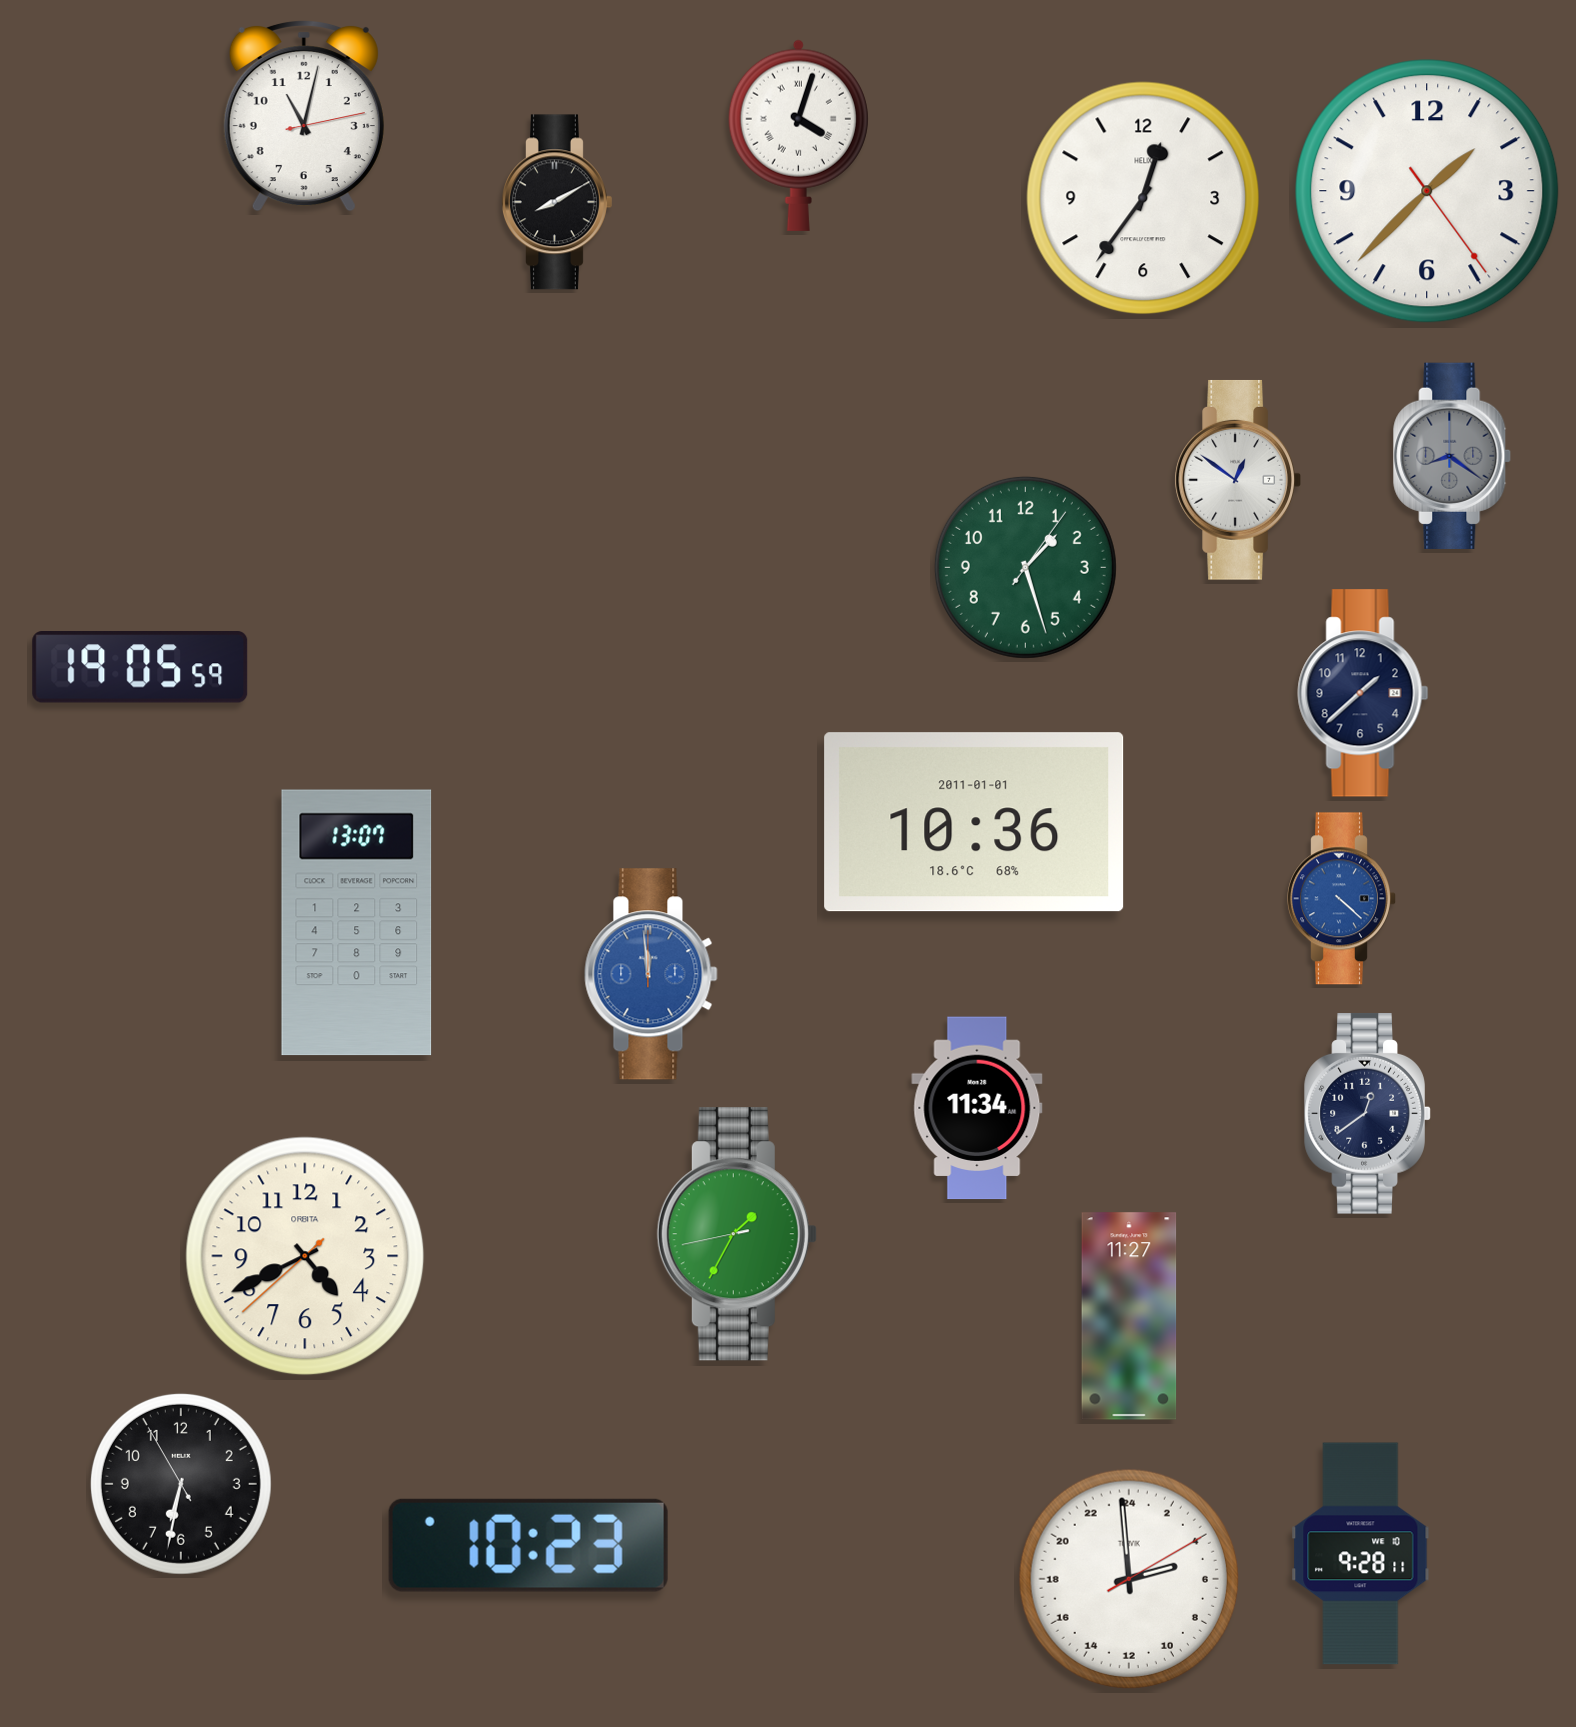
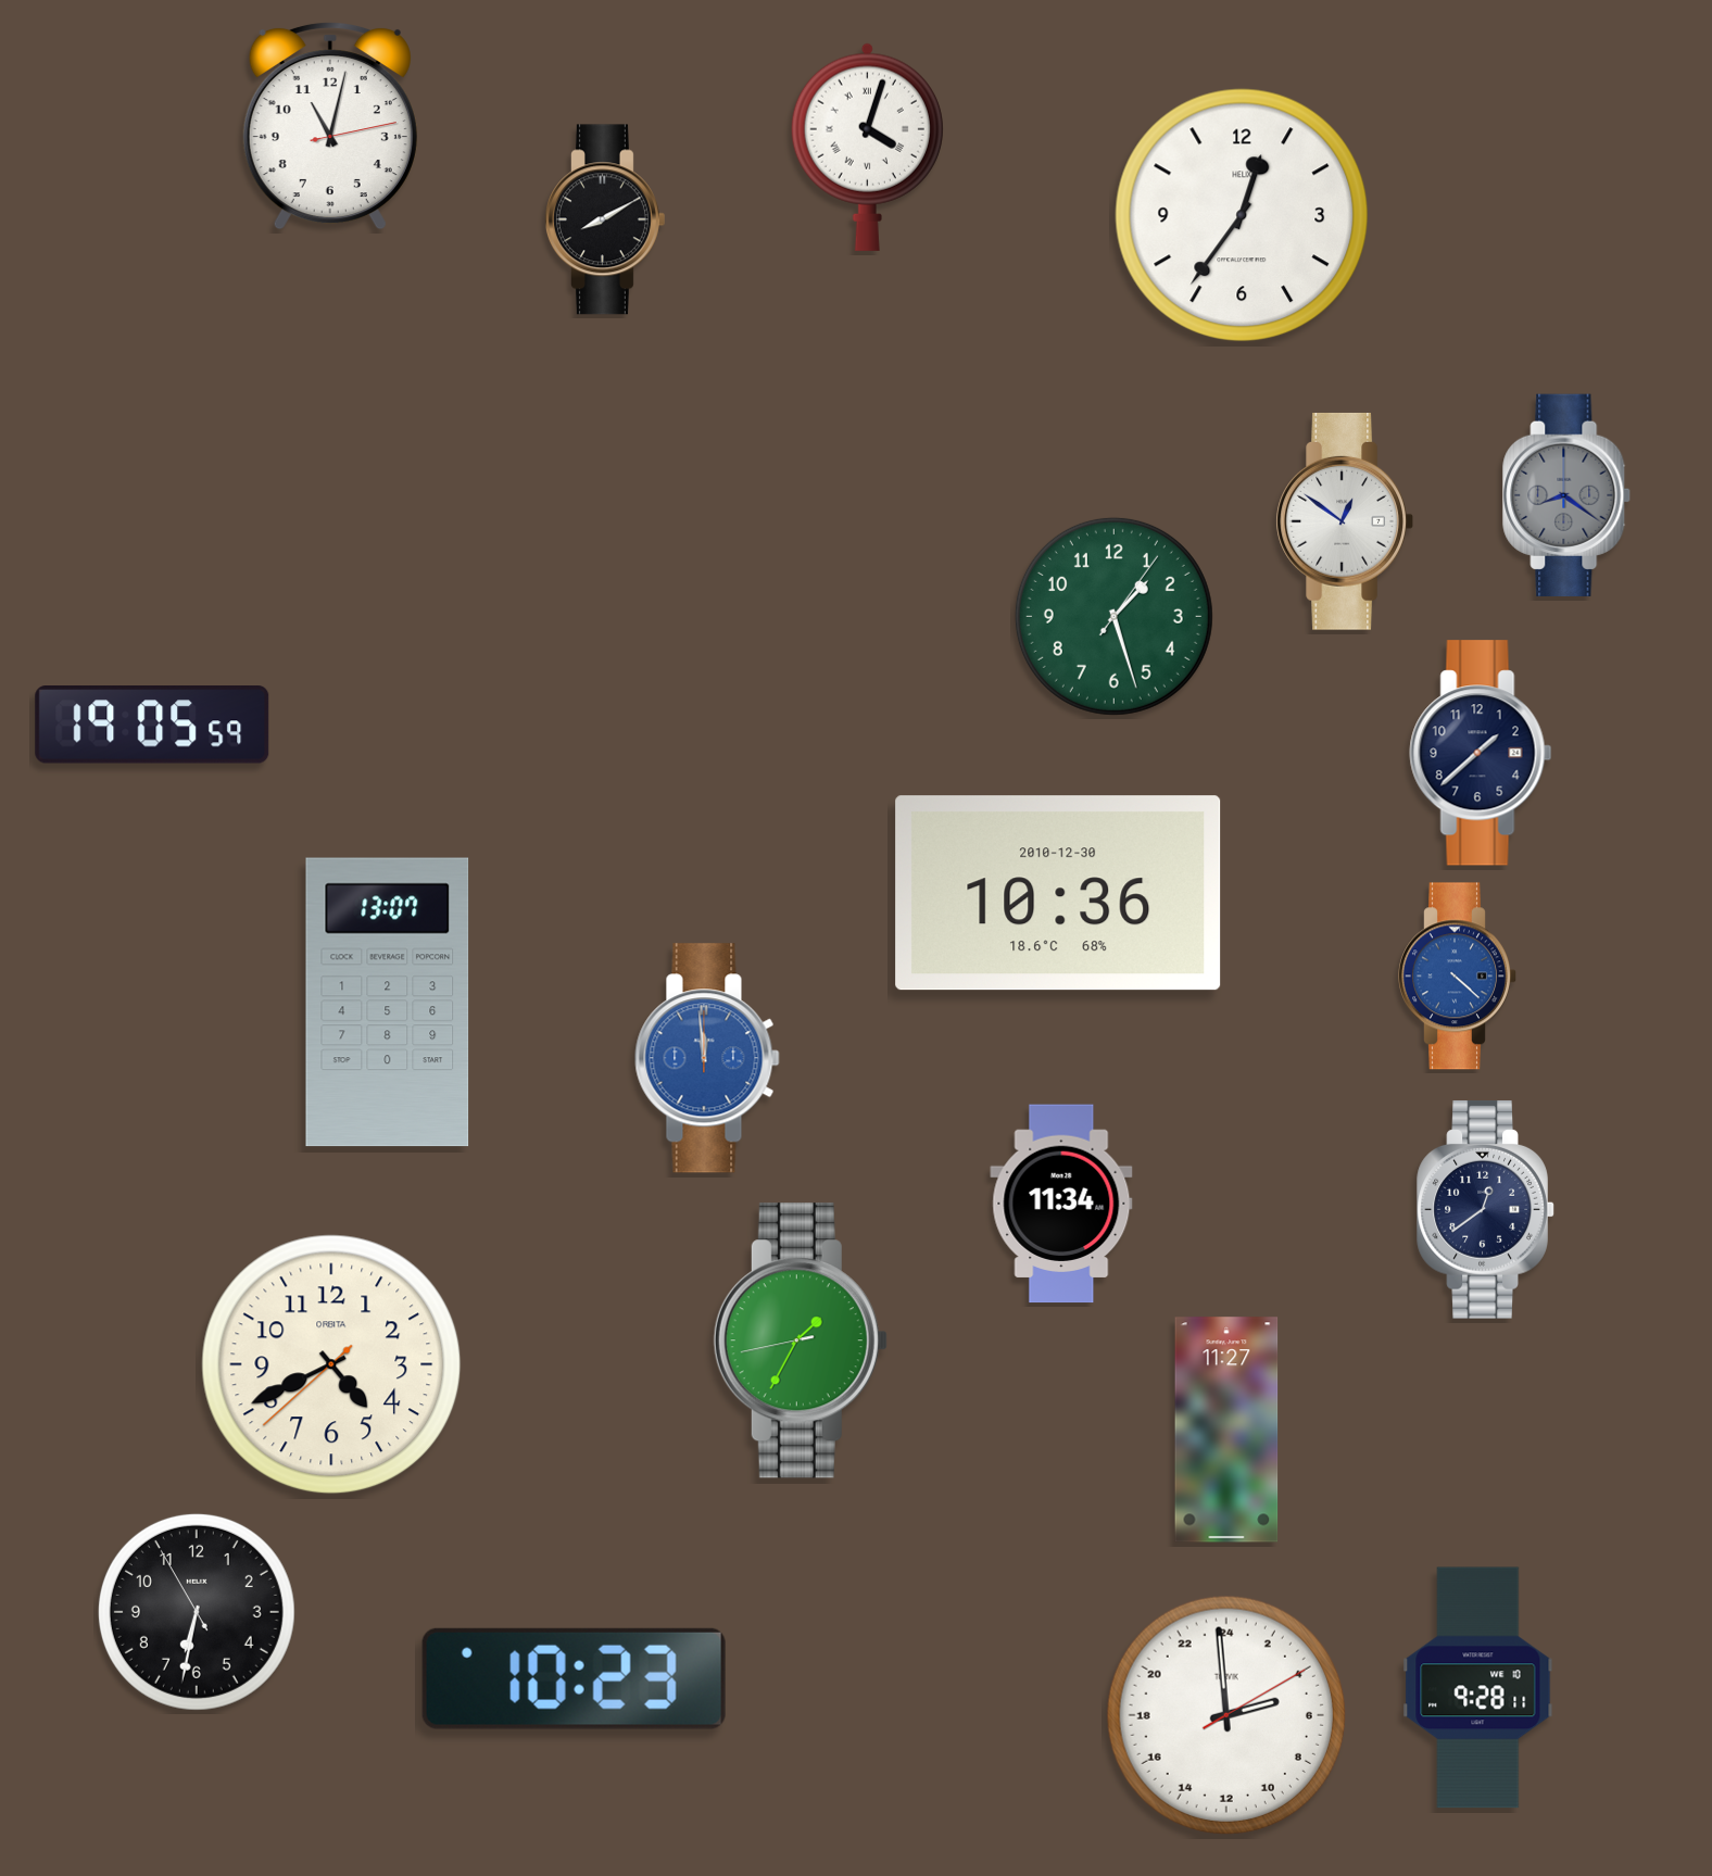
clock at (1427, 191): 1:37 -> none
clock at (1453, 456) position: (1453, 456) -> (1568, 495)
clock at (974, 822) date: 2011-01-01 -> 2010-12-30
